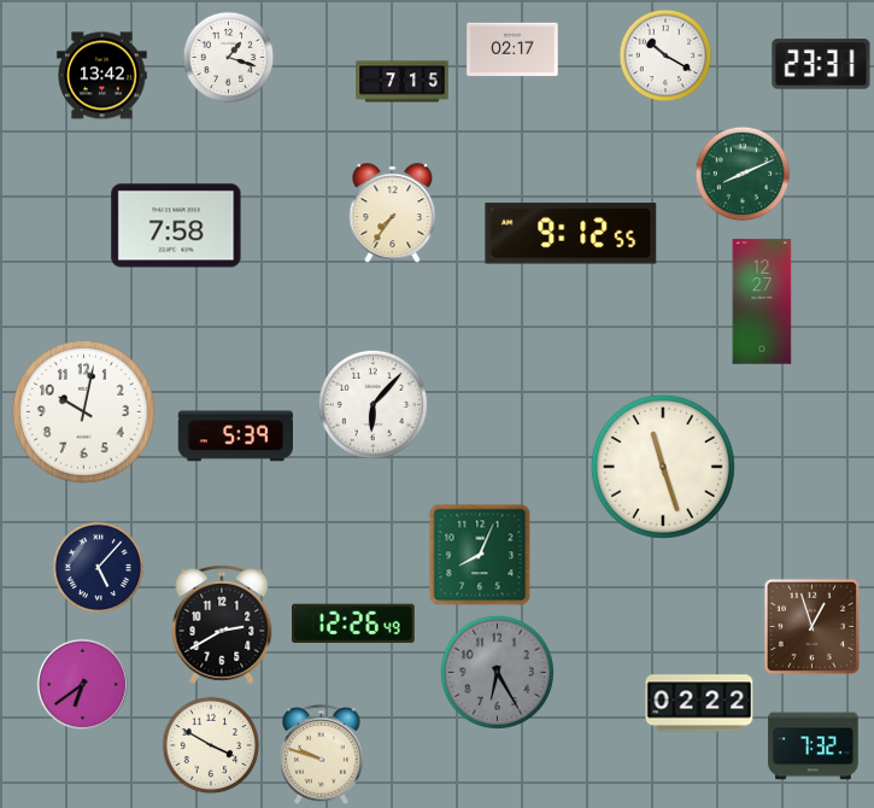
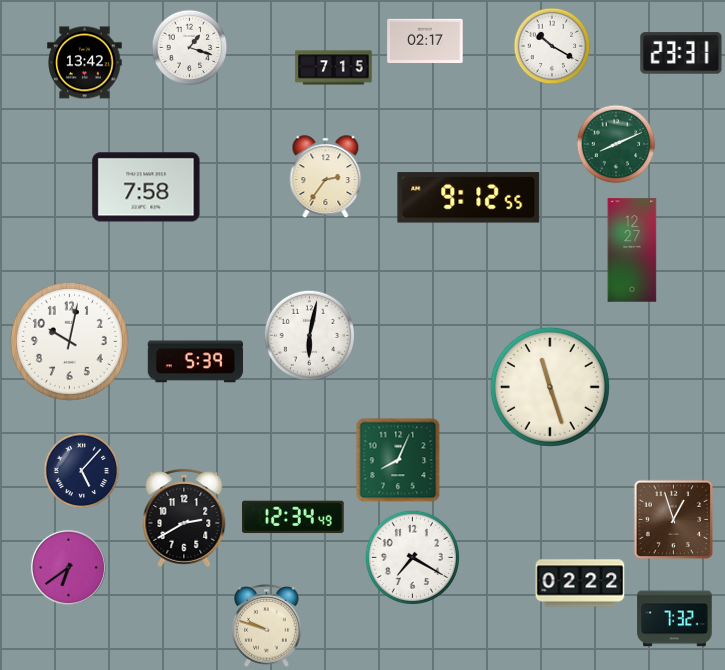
clock at (393, 213): 7:36 -> 2:36
clock at (571, 234) position: (571, 234) -> (469, 198)
clock at (373, 404): 6:07 -> 6:02
clock at (354, 623): 12:26 -> 12:34
clock at (497, 672): 6:25 -> 7:20
clock at (497, 672) dial: grey -> white
clock at (211, 745): 3:50 -> none
